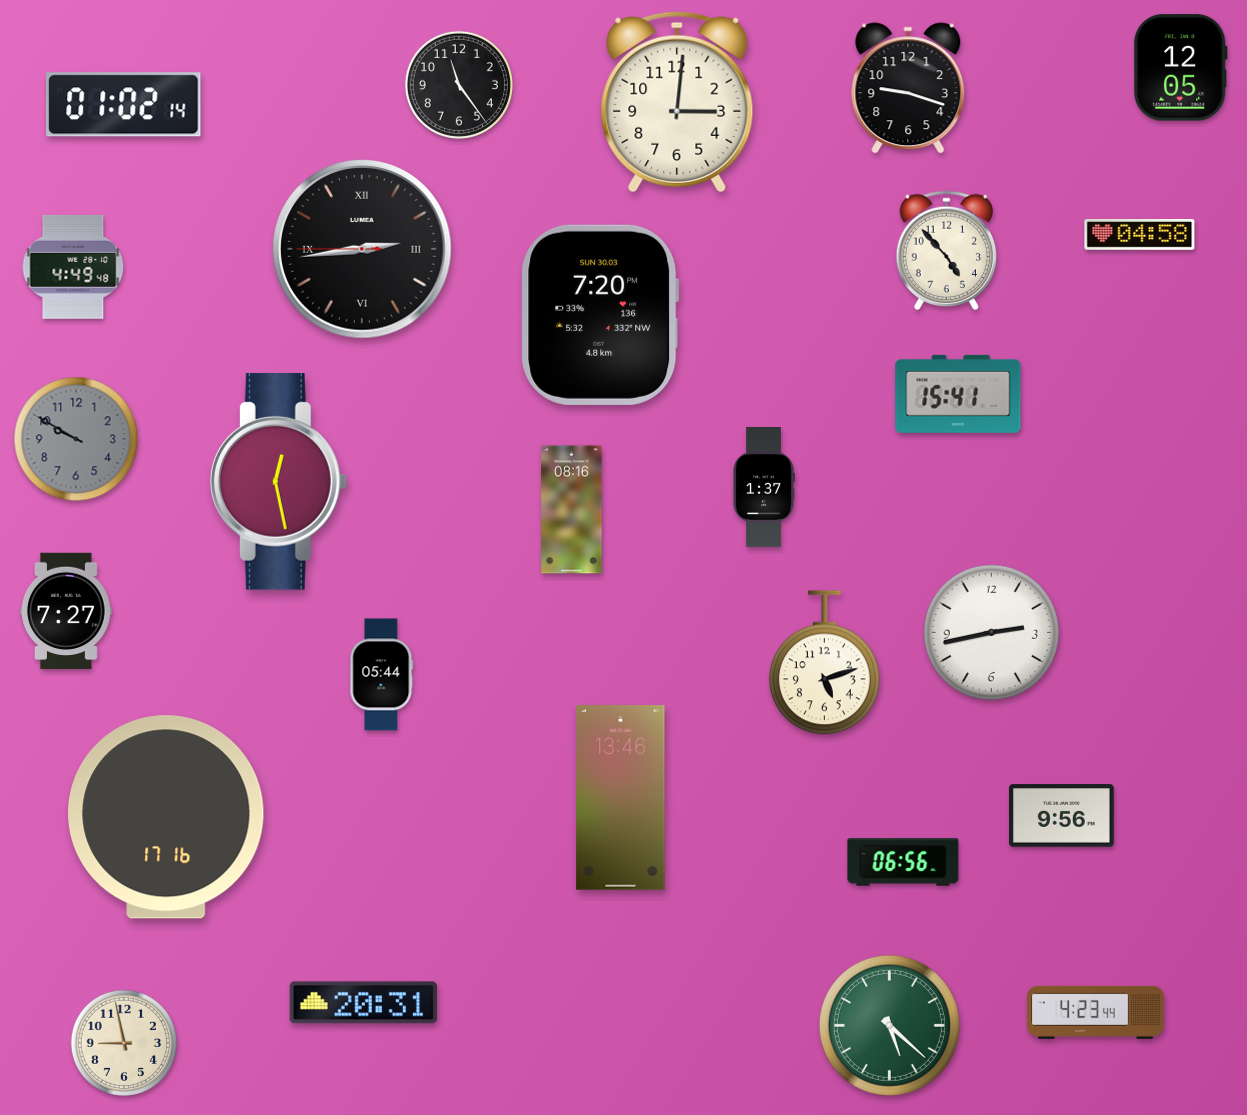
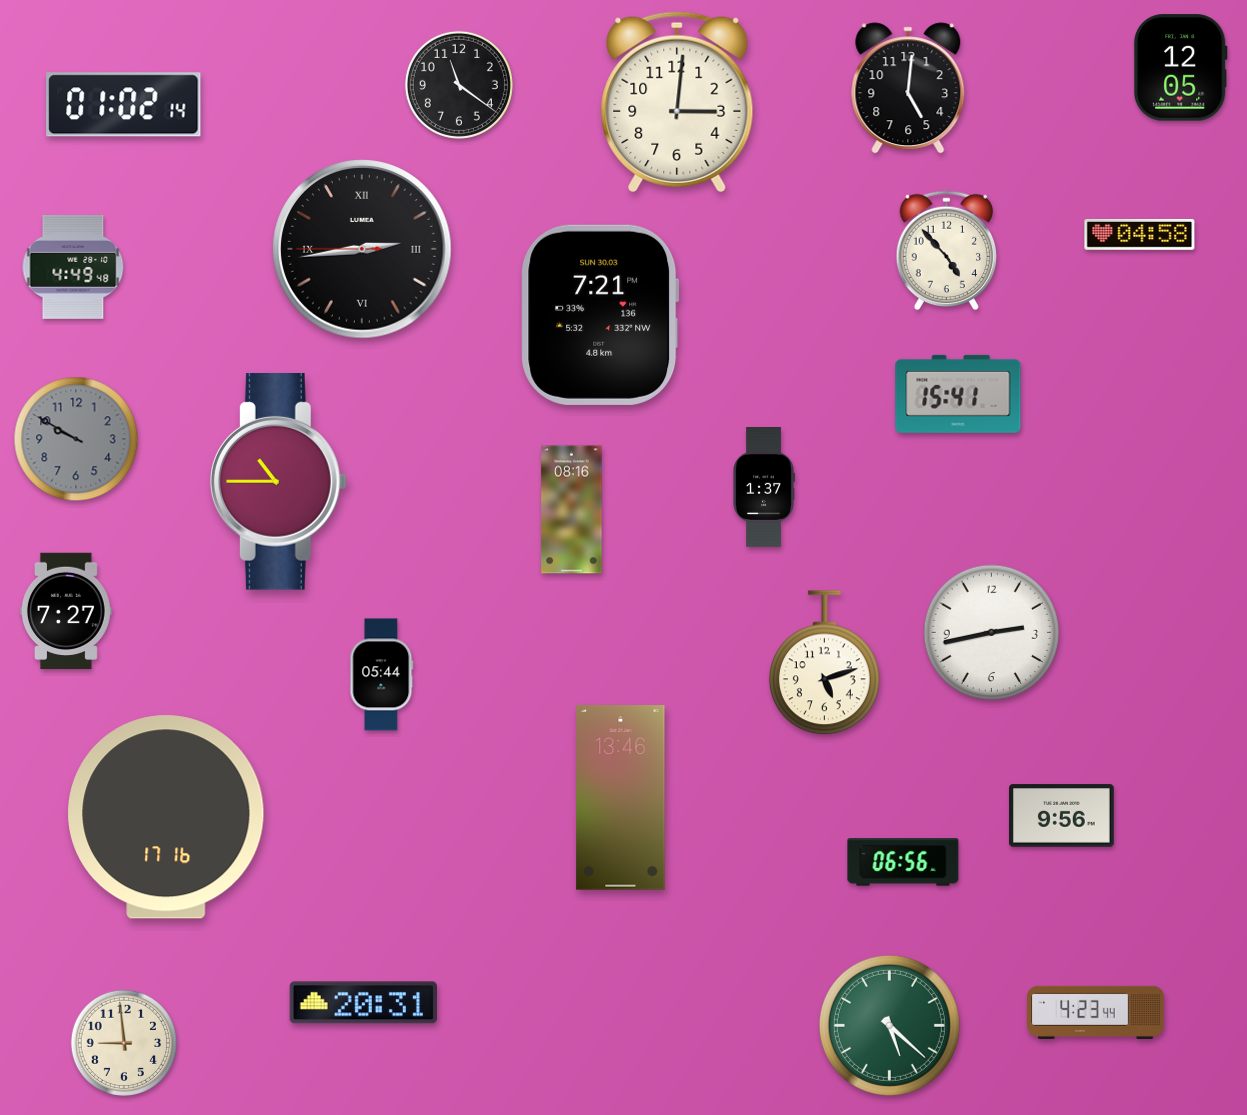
clock at (459, 85): 11:24 -> 11:21
clock at (908, 88): 9:18 -> 5:01
clock at (600, 315): 7:20 -> 7:21
clock at (278, 482): 12:28 -> 10:45
clock at (124, 1042): 8:58 -> 8:59
